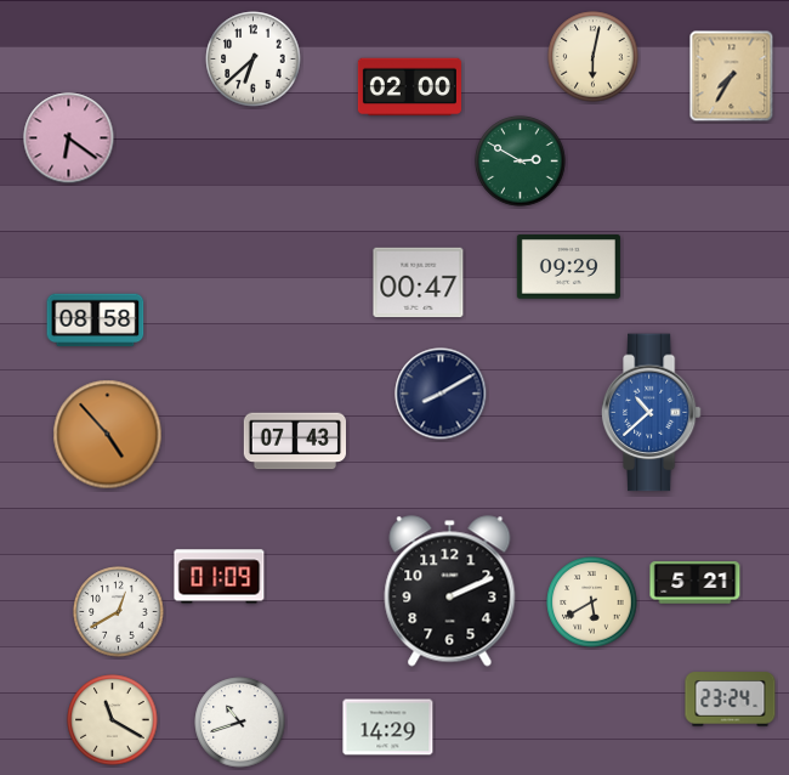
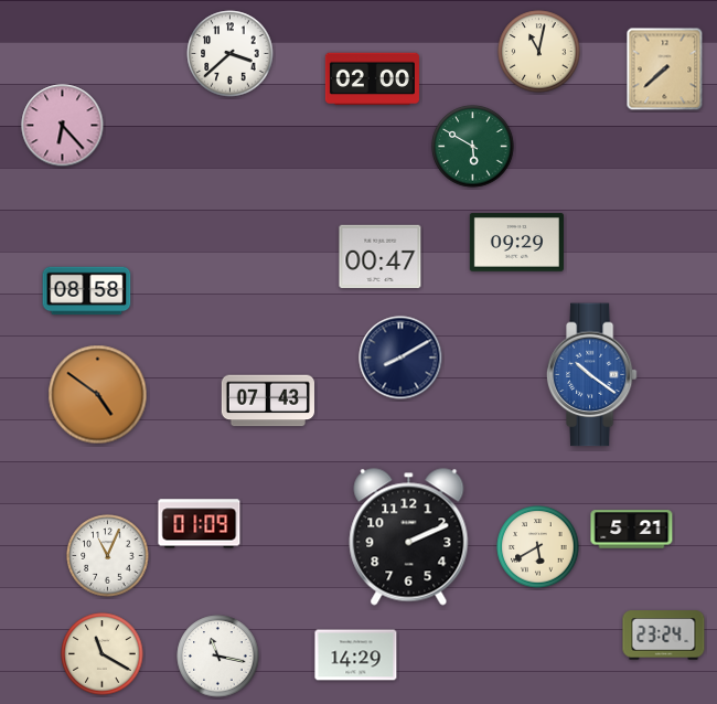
clock at (594, 57): 6:02 -> 11:02
clock at (254, 60): 6:38 -> 3:38
clock at (732, 77): 7:35 -> 7:38
clock at (69, 138): 6:21 -> 6:23
clock at (521, 162): 2:50 -> 5:50
clock at (651, 413): 10:38 -> 10:21
clock at (108, 435): 4:53 -> 4:51
clock at (119, 612): 12:40 -> 11:04
clock at (240, 723): 10:42 -> 11:17
clock at (388, 728) position: (388, 728) -> (356, 655)
